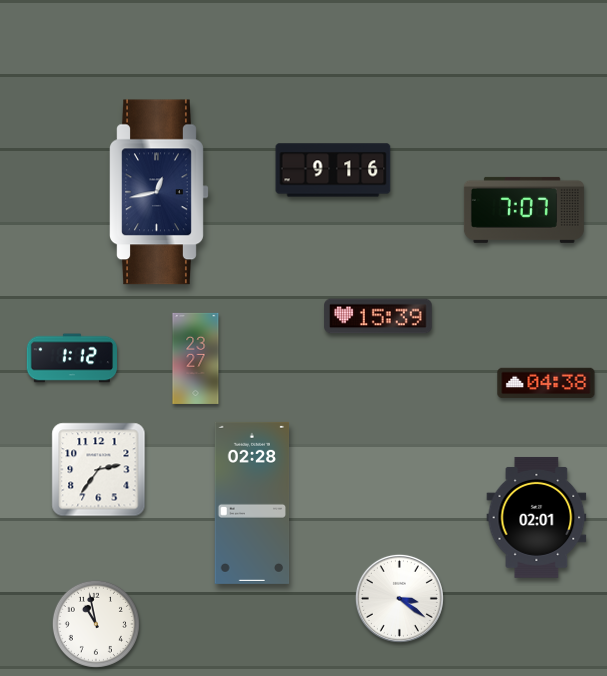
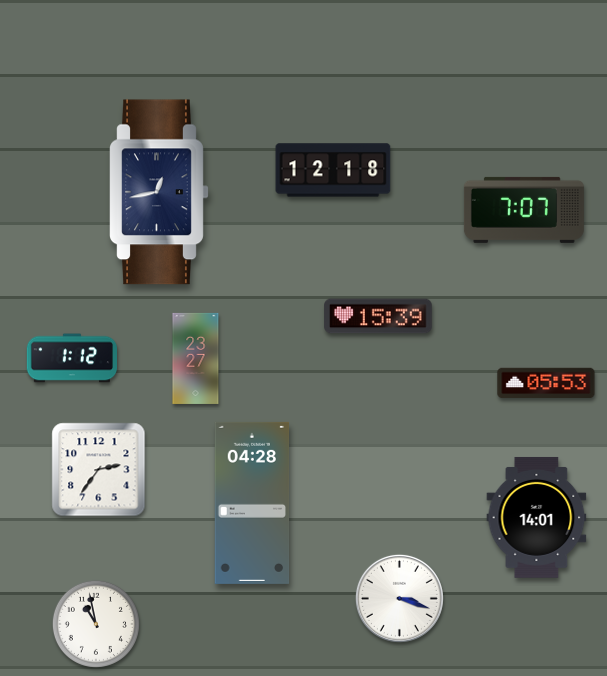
clock at (333, 170): 9:16 -> 12:18
clock at (546, 383): 04:38 -> 05:53
clock at (252, 503): 02:28 -> 04:28
clock at (537, 517): 02:01 -> 14:01
clock at (399, 598): 3:21 -> 3:18
